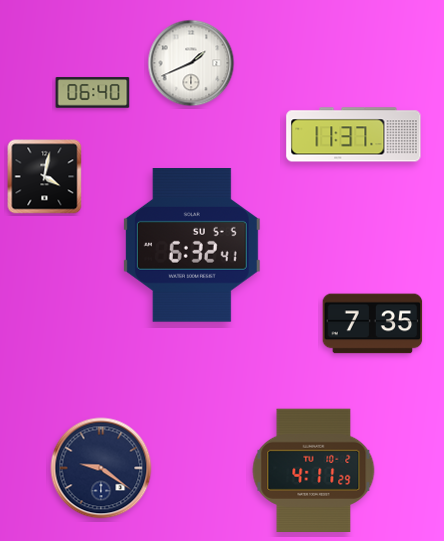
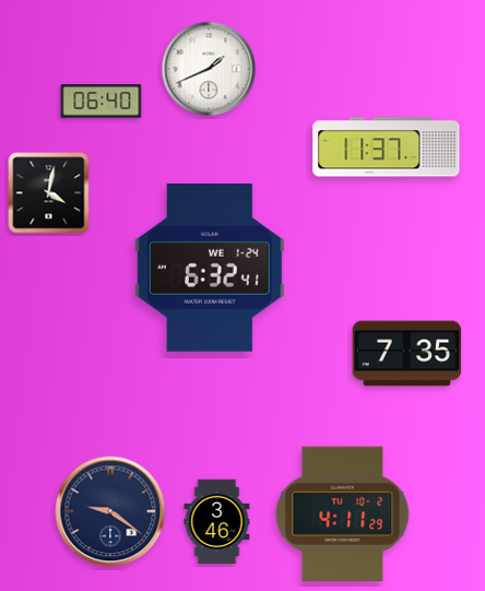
clock at (192, 246) date: SU 5-5 -> WE 1-24
clock at (217, 522): none -> 3:46
